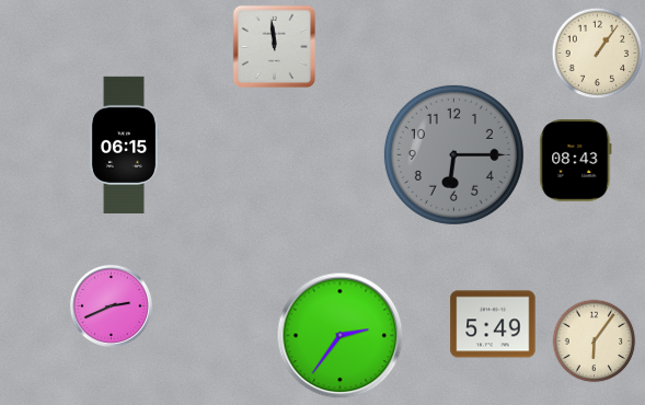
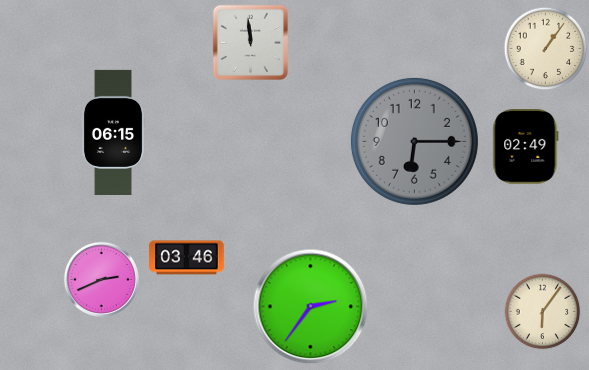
clock at (576, 161): 08:43 -> 02:49
clock at (187, 258): none -> 03:46
clock at (493, 324): 5:49 -> none
